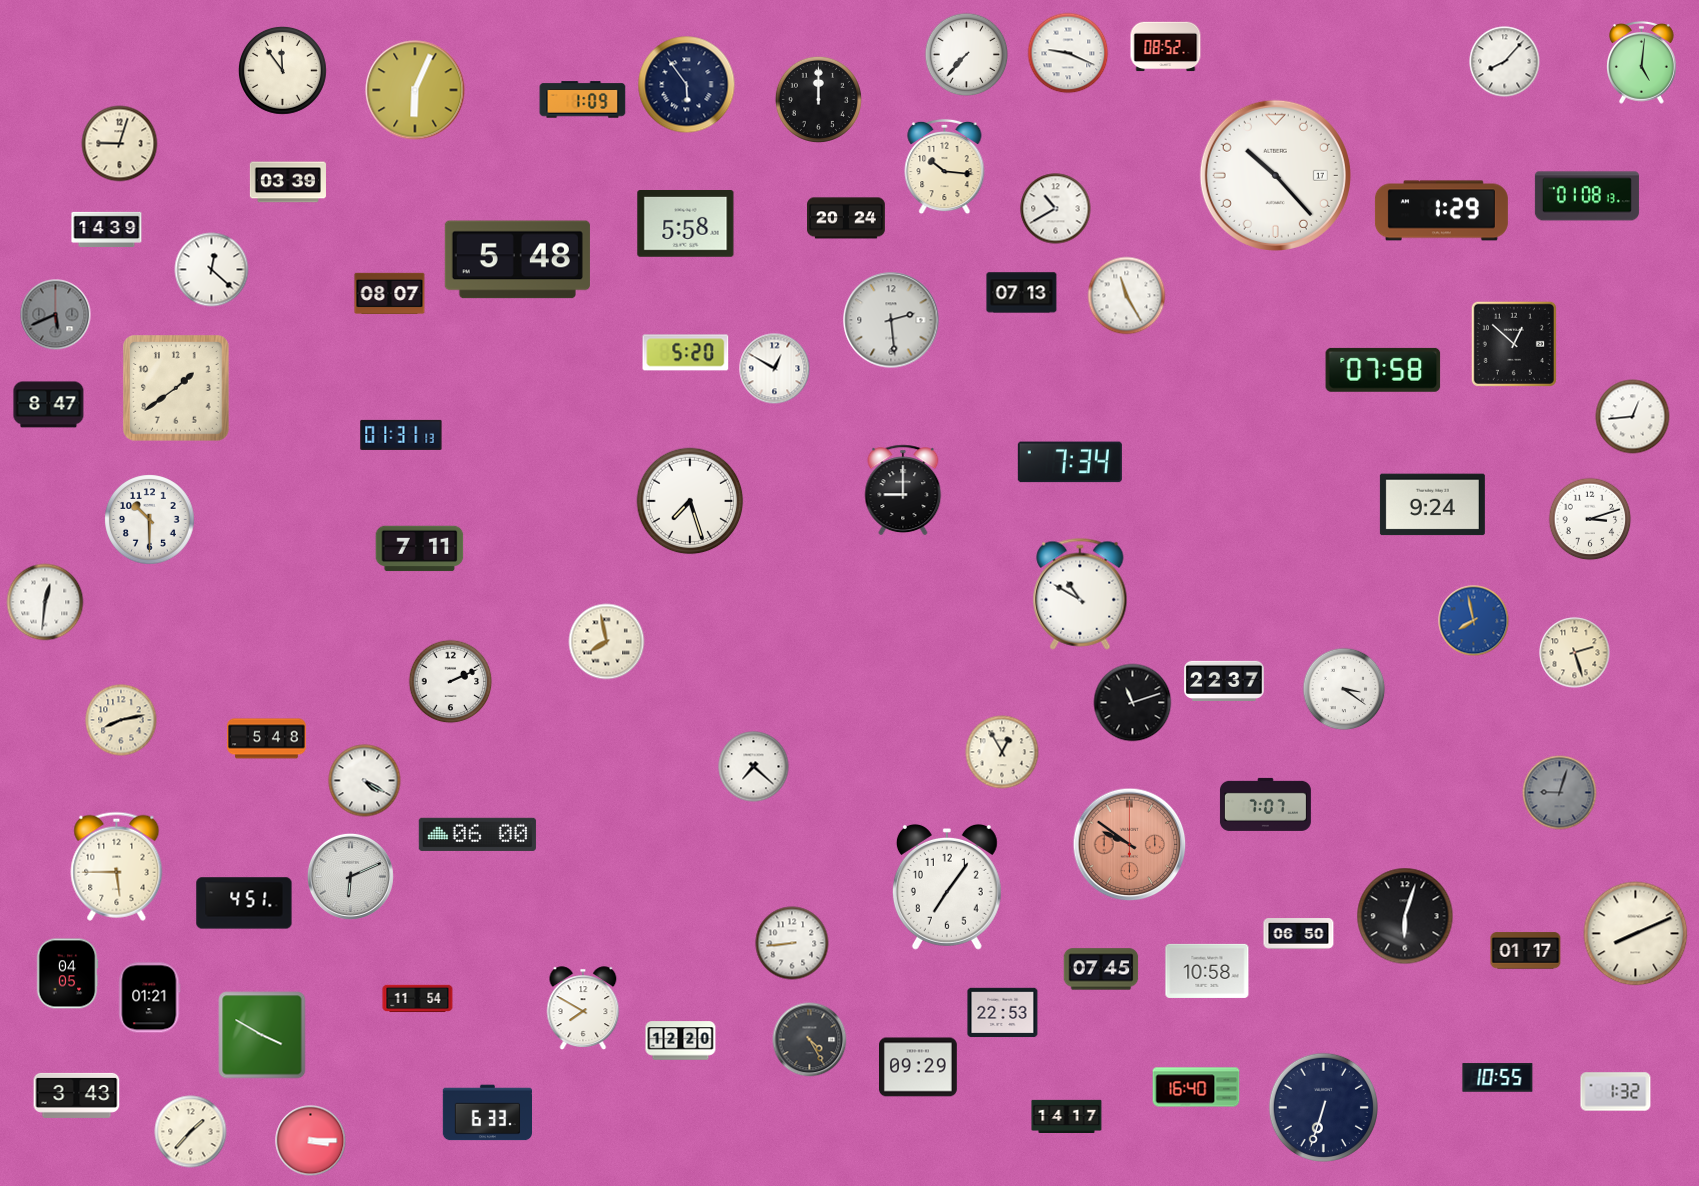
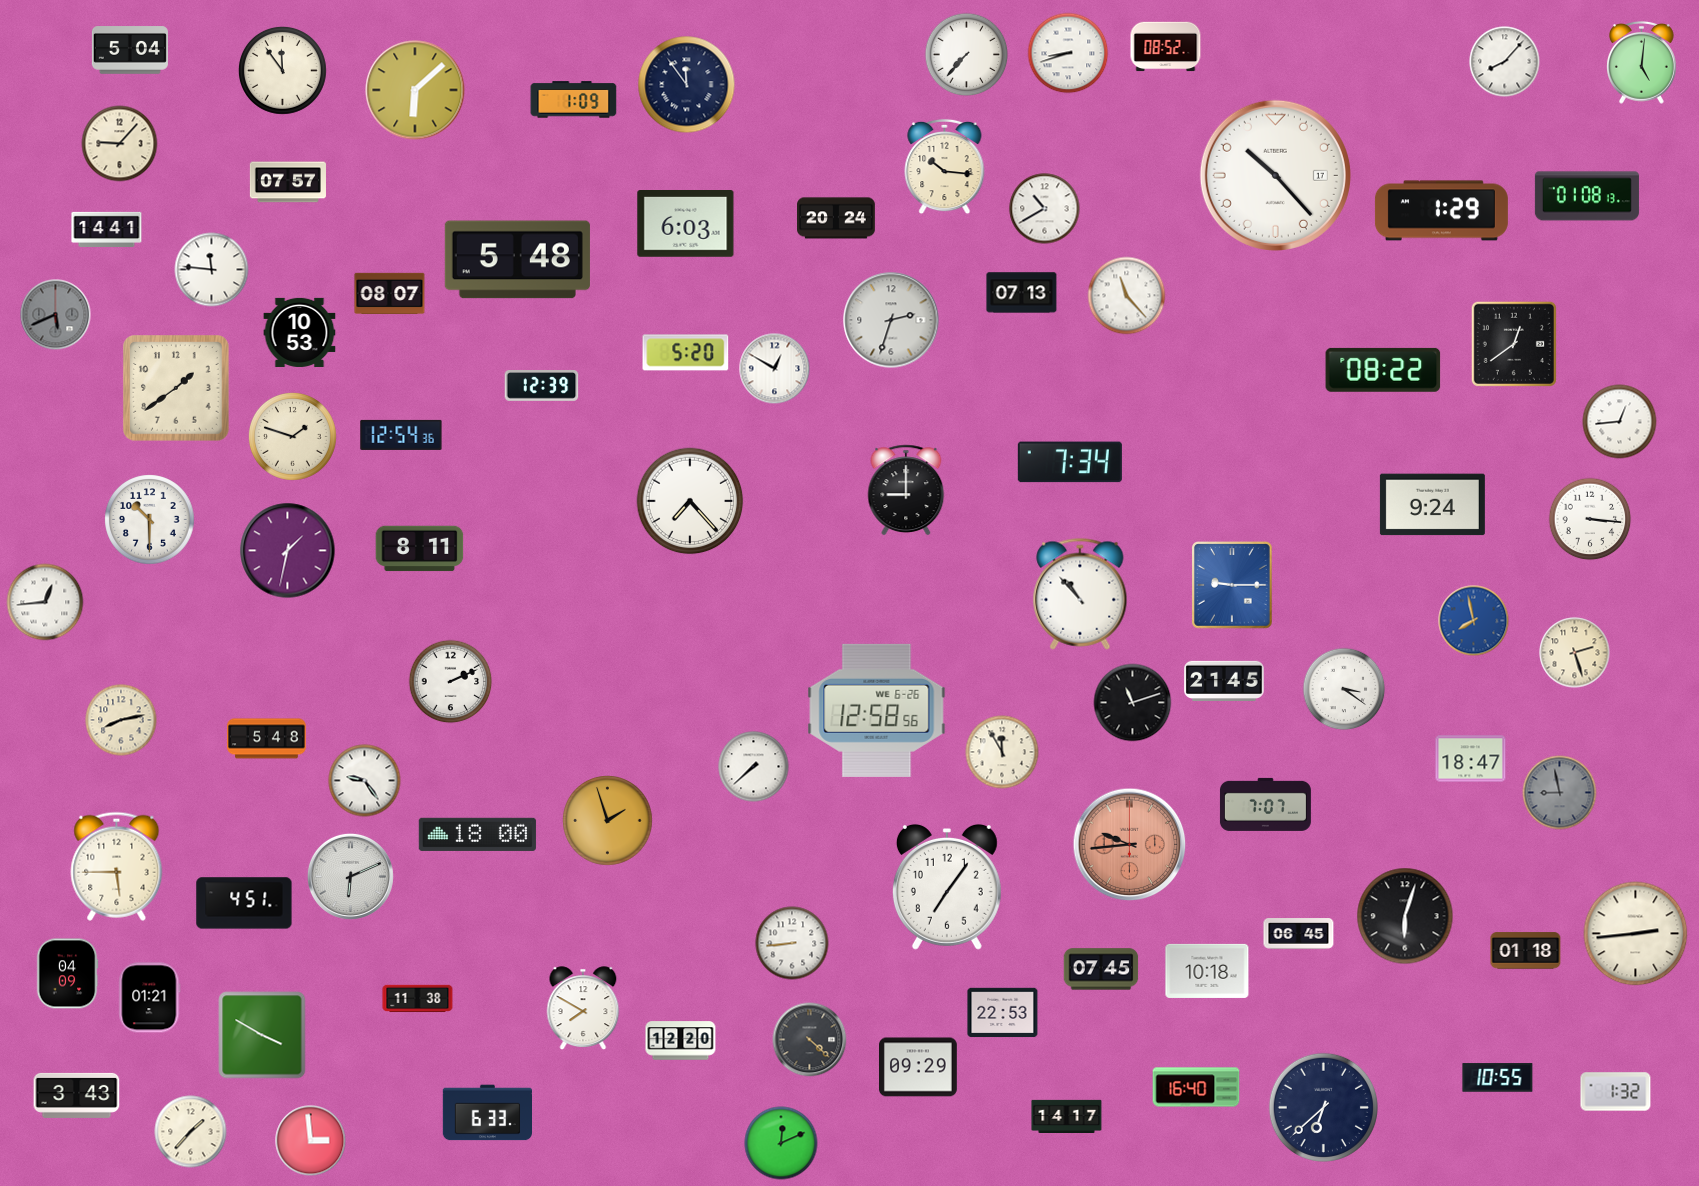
clock at (130, 50): none -> 5:04
clock at (1068, 53): 9:19 -> 8:42
clock at (687, 85): 5:54 -> 11:54
clock at (415, 90): 6:04 -> 6:08
clock at (818, 99): 12:00 -> none
clock at (583, 100) position: (583, 100) -> (574, 100)
clock at (120, 144): 9:03 -> 9:07
clock at (288, 182): 03:39 -> 07:57
clock at (1056, 209) position: (1056, 209) -> (1045, 209)
clock at (847, 218) position: (847, 218) -> (837, 218)
clock at (686, 224): 5:58 -> 6:03
clock at (107, 229): 14:39 -> 14:41
clock at (212, 270): 12:22 -> 11:46
clock at (1127, 296): 11:25 -> 11:23
clock at (891, 320): 2:29 -> 2:33
clock at (300, 332): none -> 10:53
clock at (1514, 344): 12:52 -> 12:39
clock at (1383, 370): 07:58 -> 08:22
clock at (542, 386): none -> 12:39
clock at (49, 405): 8:47 -> none
clock at (1633, 417) position: (1633, 417) -> (1620, 422)
clock at (401, 435): 01:31 -> 12:54
clock at (292, 436): none -> 1:48
clock at (903, 490) position: (903, 490) -> (906, 490)
clock at (690, 501): 7:27 -> 7:23
clock at (1590, 519): 3:12 -> 3:16
clock at (420, 549): 7:11 -> 8:11
clock at (288, 551): none -> 1:32
clock at (1233, 586): none -> 9:15
clock at (1080, 594): 10:50 -> 10:53
clock at (45, 602): 12:31 -> 12:44
clock at (607, 642): 7:58 -> none
clock at (1224, 681): 22:37 -> 21:45
clock at (877, 710): none -> 12:58
clock at (1002, 752): 12:55 -> 11:55
clock at (1471, 759): none -> 18:47
clock at (754, 767): 7:22 -> 7:38
clock at (365, 781): 4:20 -> 9:24
clock at (1560, 793): 9:03 -> 8:58
clock at (608, 821): none -> 1:57
clock at (477, 834): 06:00 -> 18:00
clock at (1130, 845): 9:51 -> 9:44
clock at (1299, 934): 06:50 -> 06:45
clock at (1636, 934): 8:11 -> 2:44
clock at (1526, 951): 01:17 -> 01:18
clock at (1207, 971): 10:58 -> 10:18
clock at (67, 974): 04:05 -> 04:09
clock at (418, 999): 11:54 -> 11:38
clock at (810, 1040): 4:25 -> 4:22
clock at (1323, 1107): 6:33 -> 6:38
clock at (311, 1141): 3:15 -> 2:59
clock at (781, 1143): none -> 12:11
